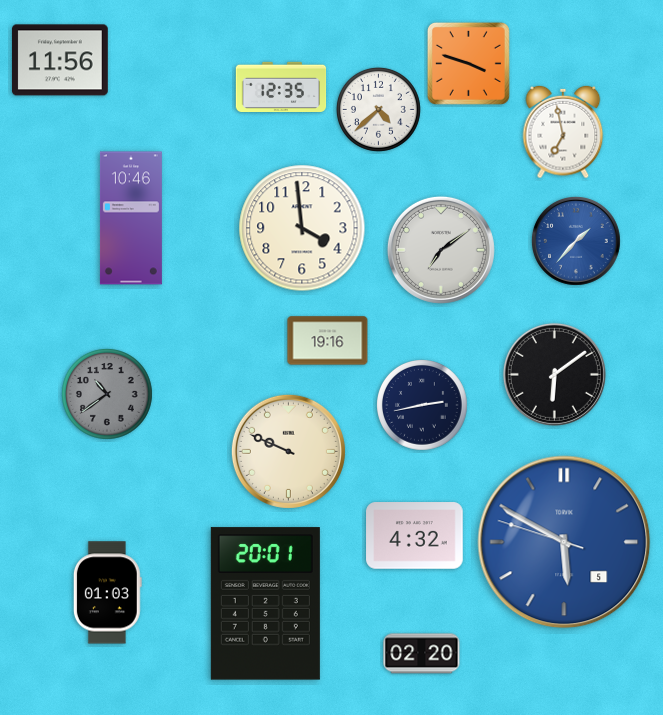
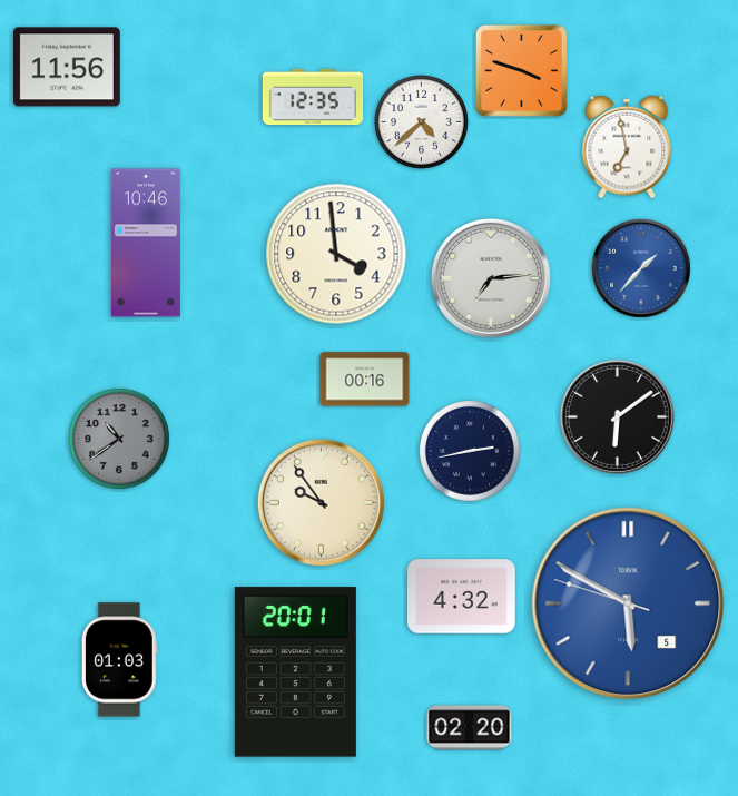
clock at (441, 250): 7:09 -> 7:14
clock at (328, 341): 19:16 -> 00:16
clock at (288, 451): 9:49 -> 9:54
